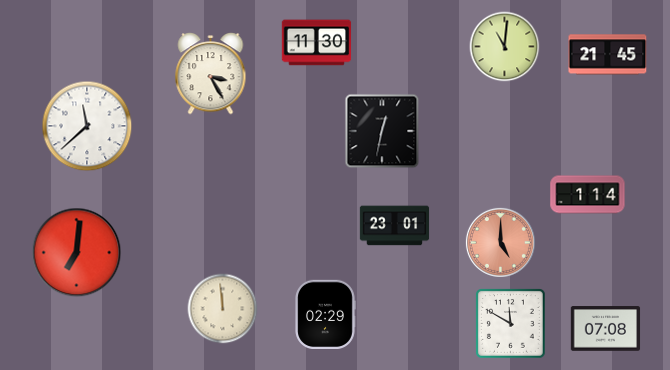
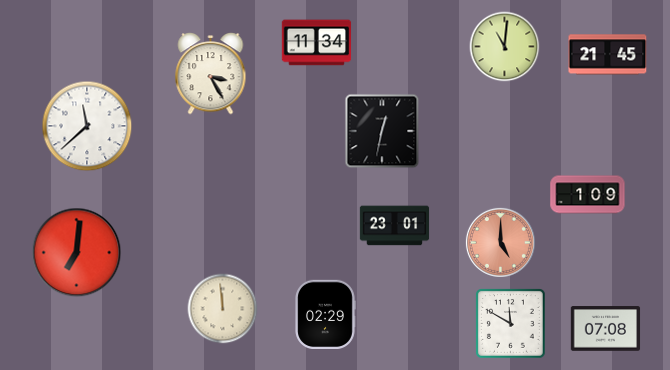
clock at (317, 43): 11:30 -> 11:34
clock at (588, 195): 1:14 -> 1:09
